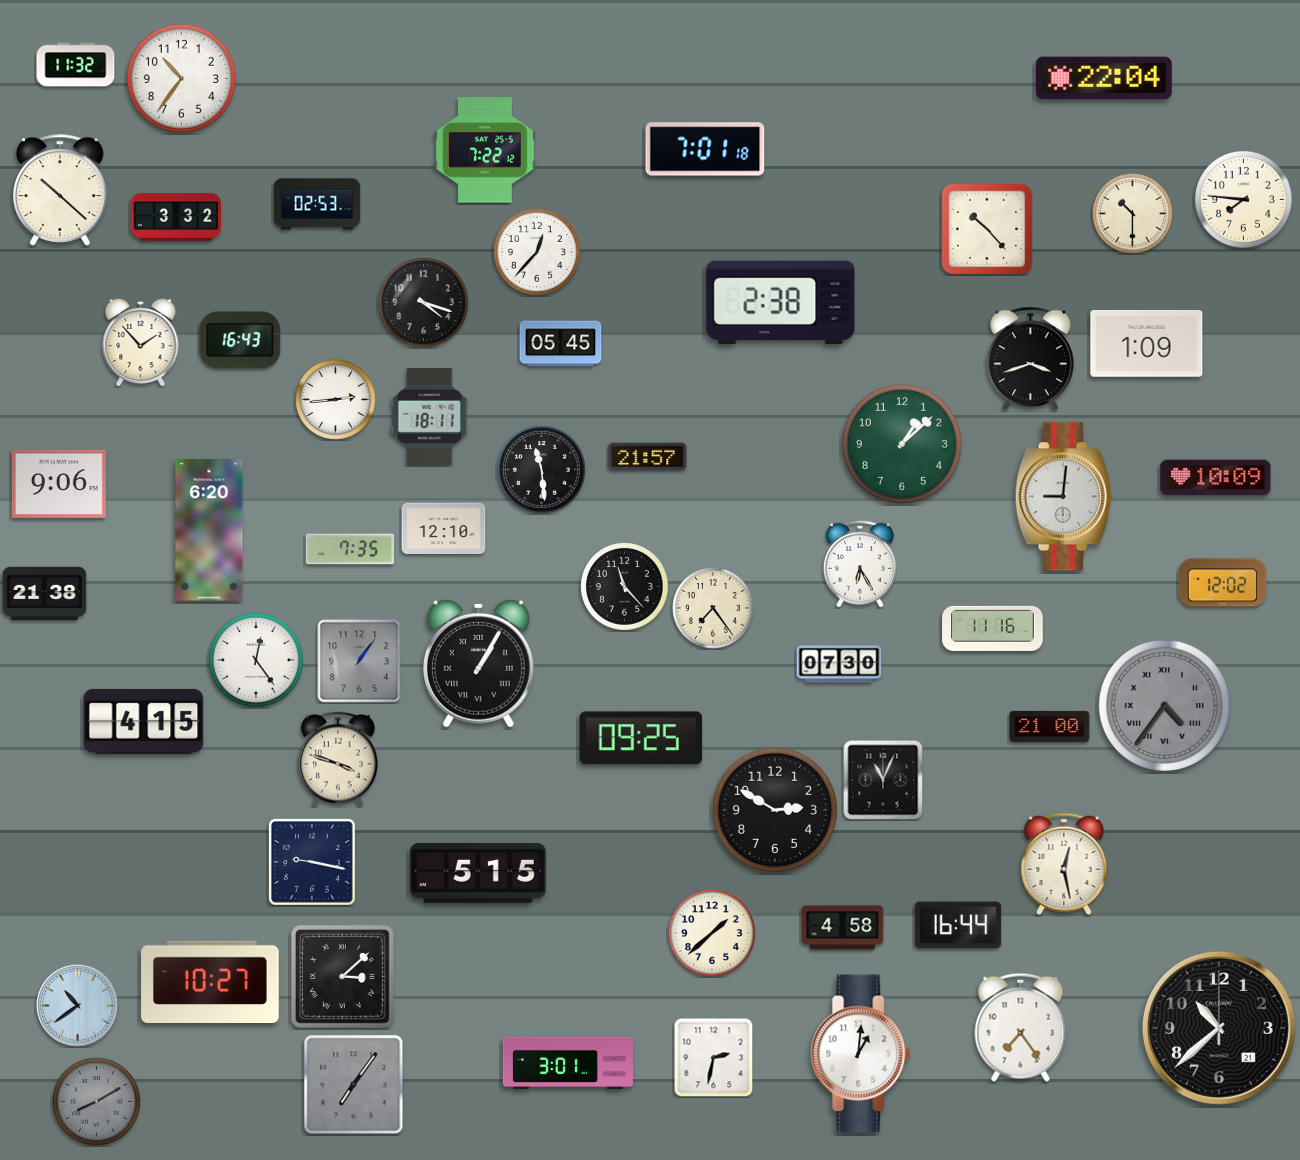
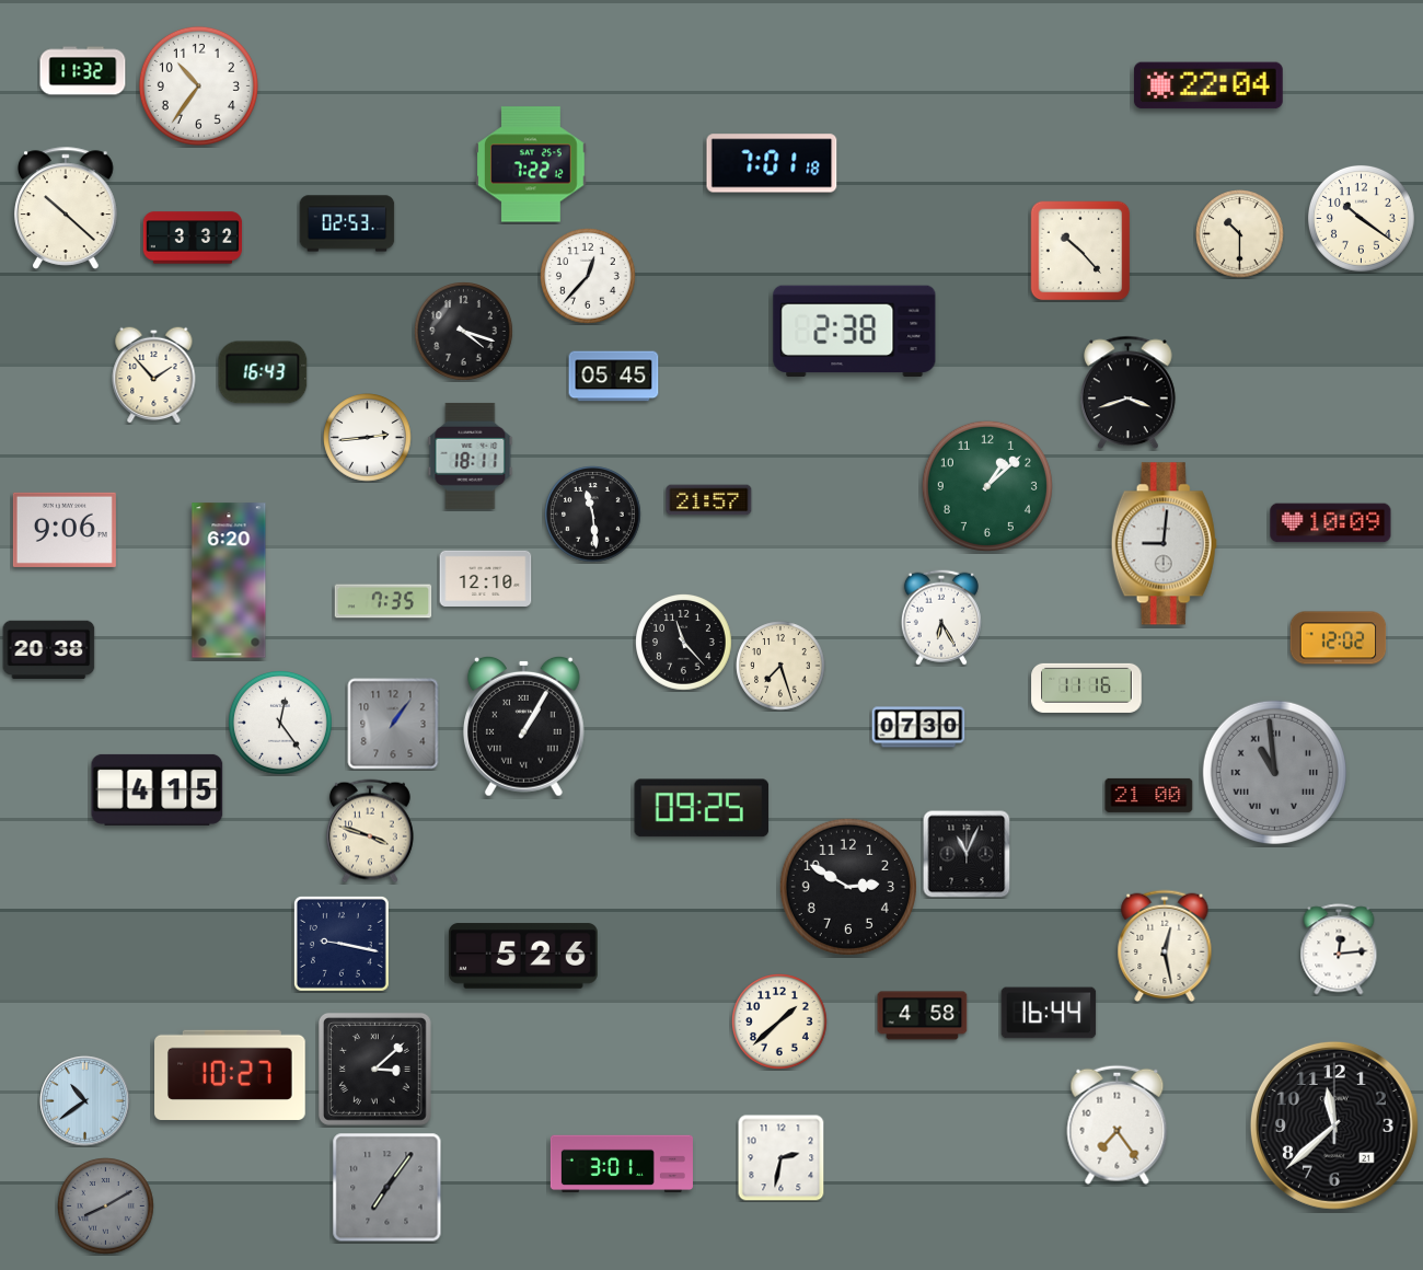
clock at (1243, 199): 7:46 -> 10:21
clock at (1147, 343): 1:09 -> none
clock at (45, 593): 21:38 -> 20:38
clock at (713, 608): 7:24 -> 7:27
clock at (1164, 705): 4:36 -> 10:59
clock at (1339, 949): none -> 12:14
clock at (478, 873): 5:15 -> 5:26
clock at (1219, 1028): 10:38 -> 11:38
clock at (861, 1054): 1:01 -> none
